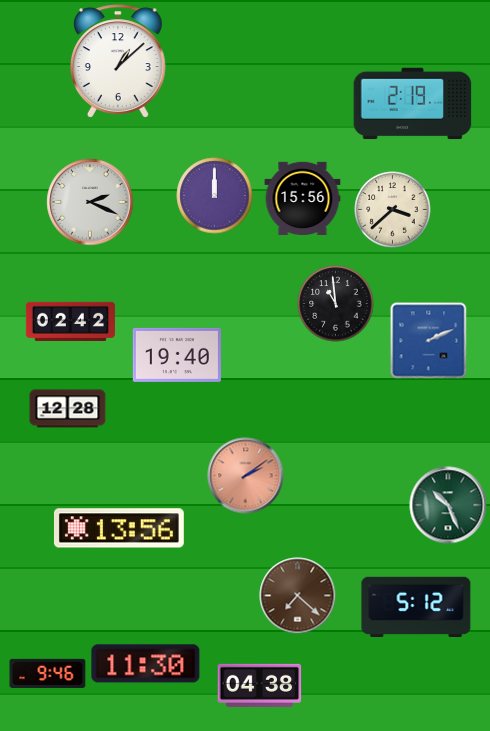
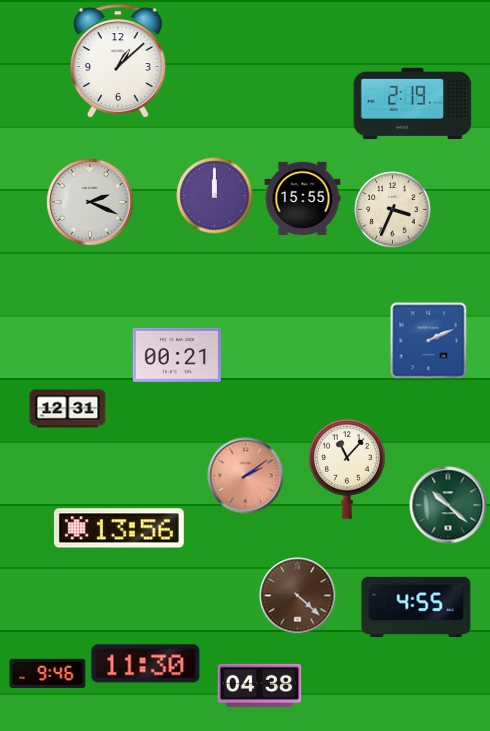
clock at (303, 198): 15:56 -> 15:55
clock at (393, 210): 3:38 -> 3:34
clock at (336, 304): 10:59 -> none
clock at (70, 321): 02:42 -> none
clock at (177, 355): 19:40 -> 00:21
clock at (68, 409): 12:28 -> 12:31
clock at (347, 469): none -> 11:07
clock at (448, 505): 10:26 -> 10:22
clock at (298, 596): 7:22 -> 4:22
clock at (416, 606): 5:12 -> 4:55
